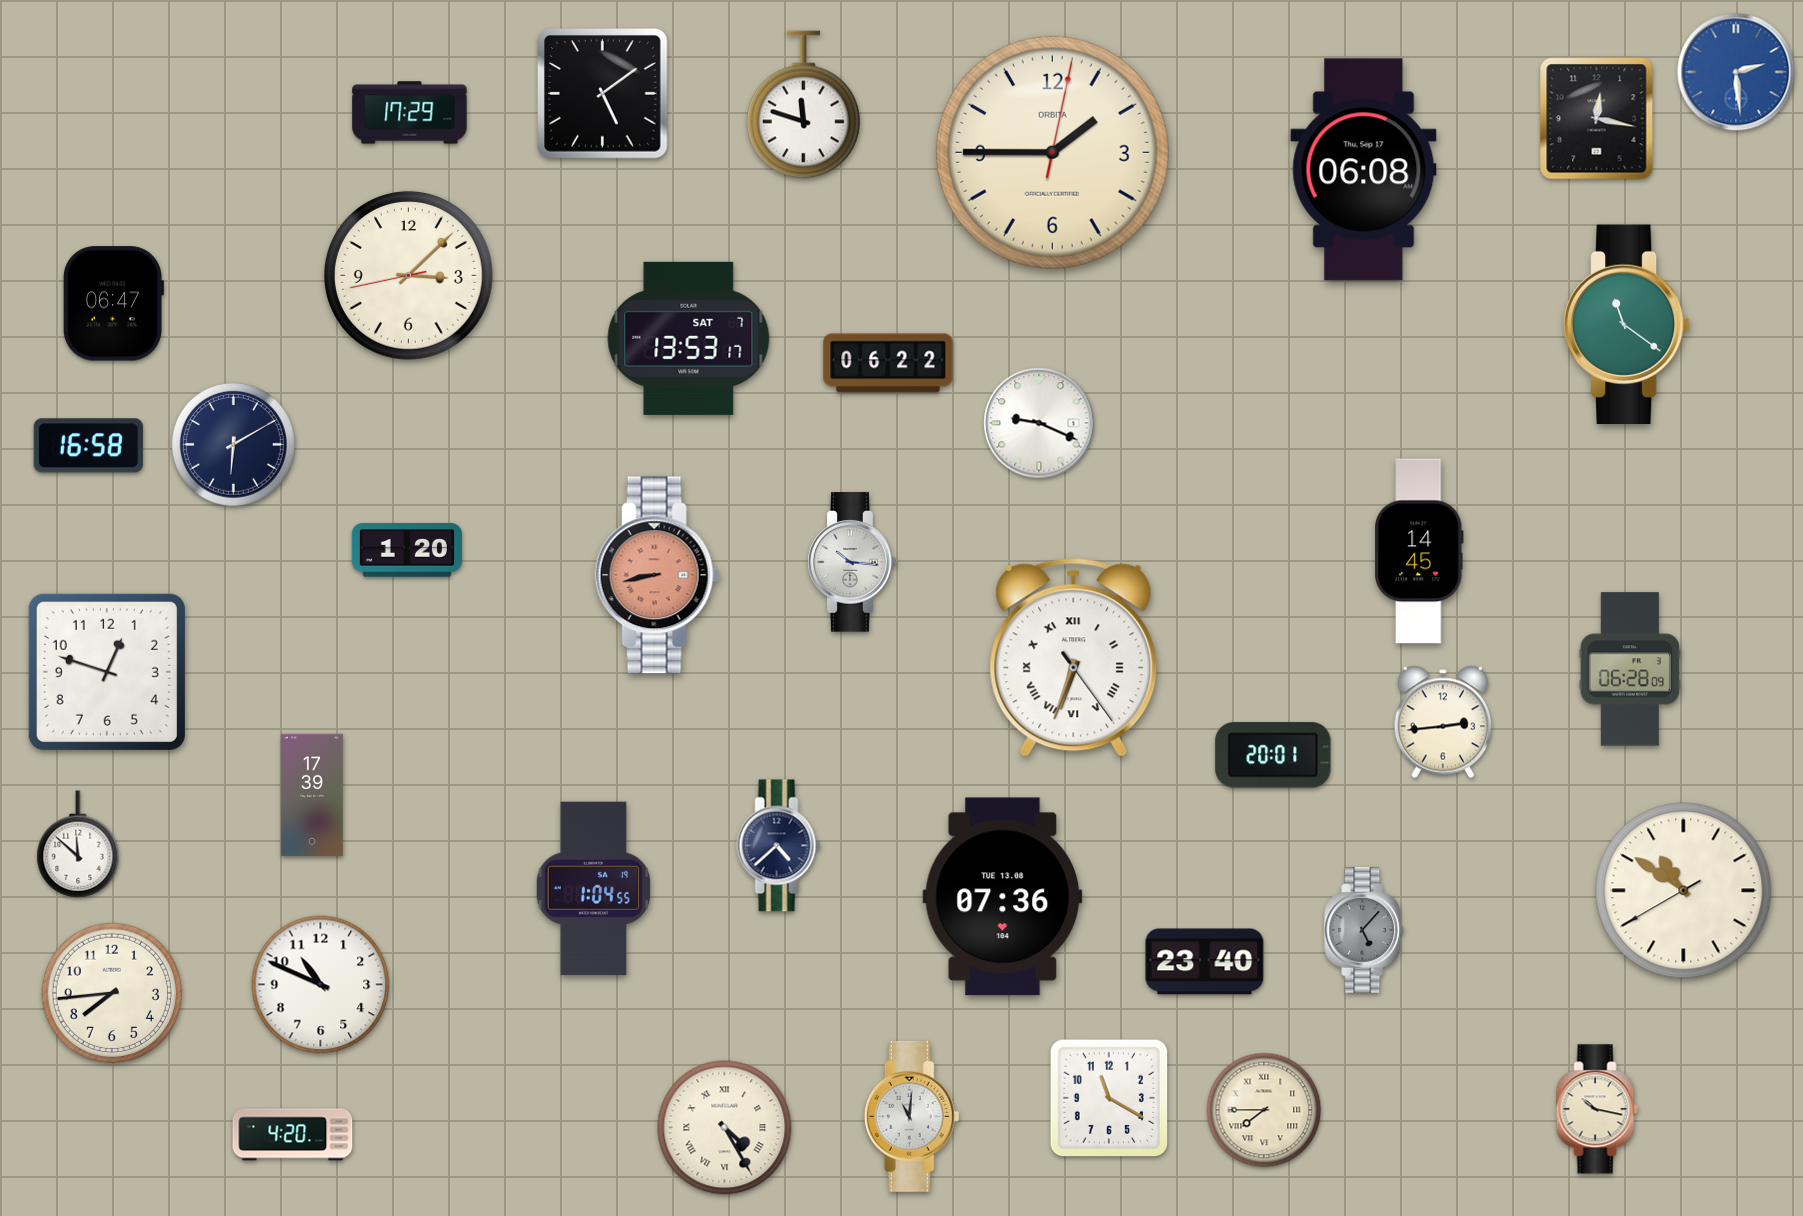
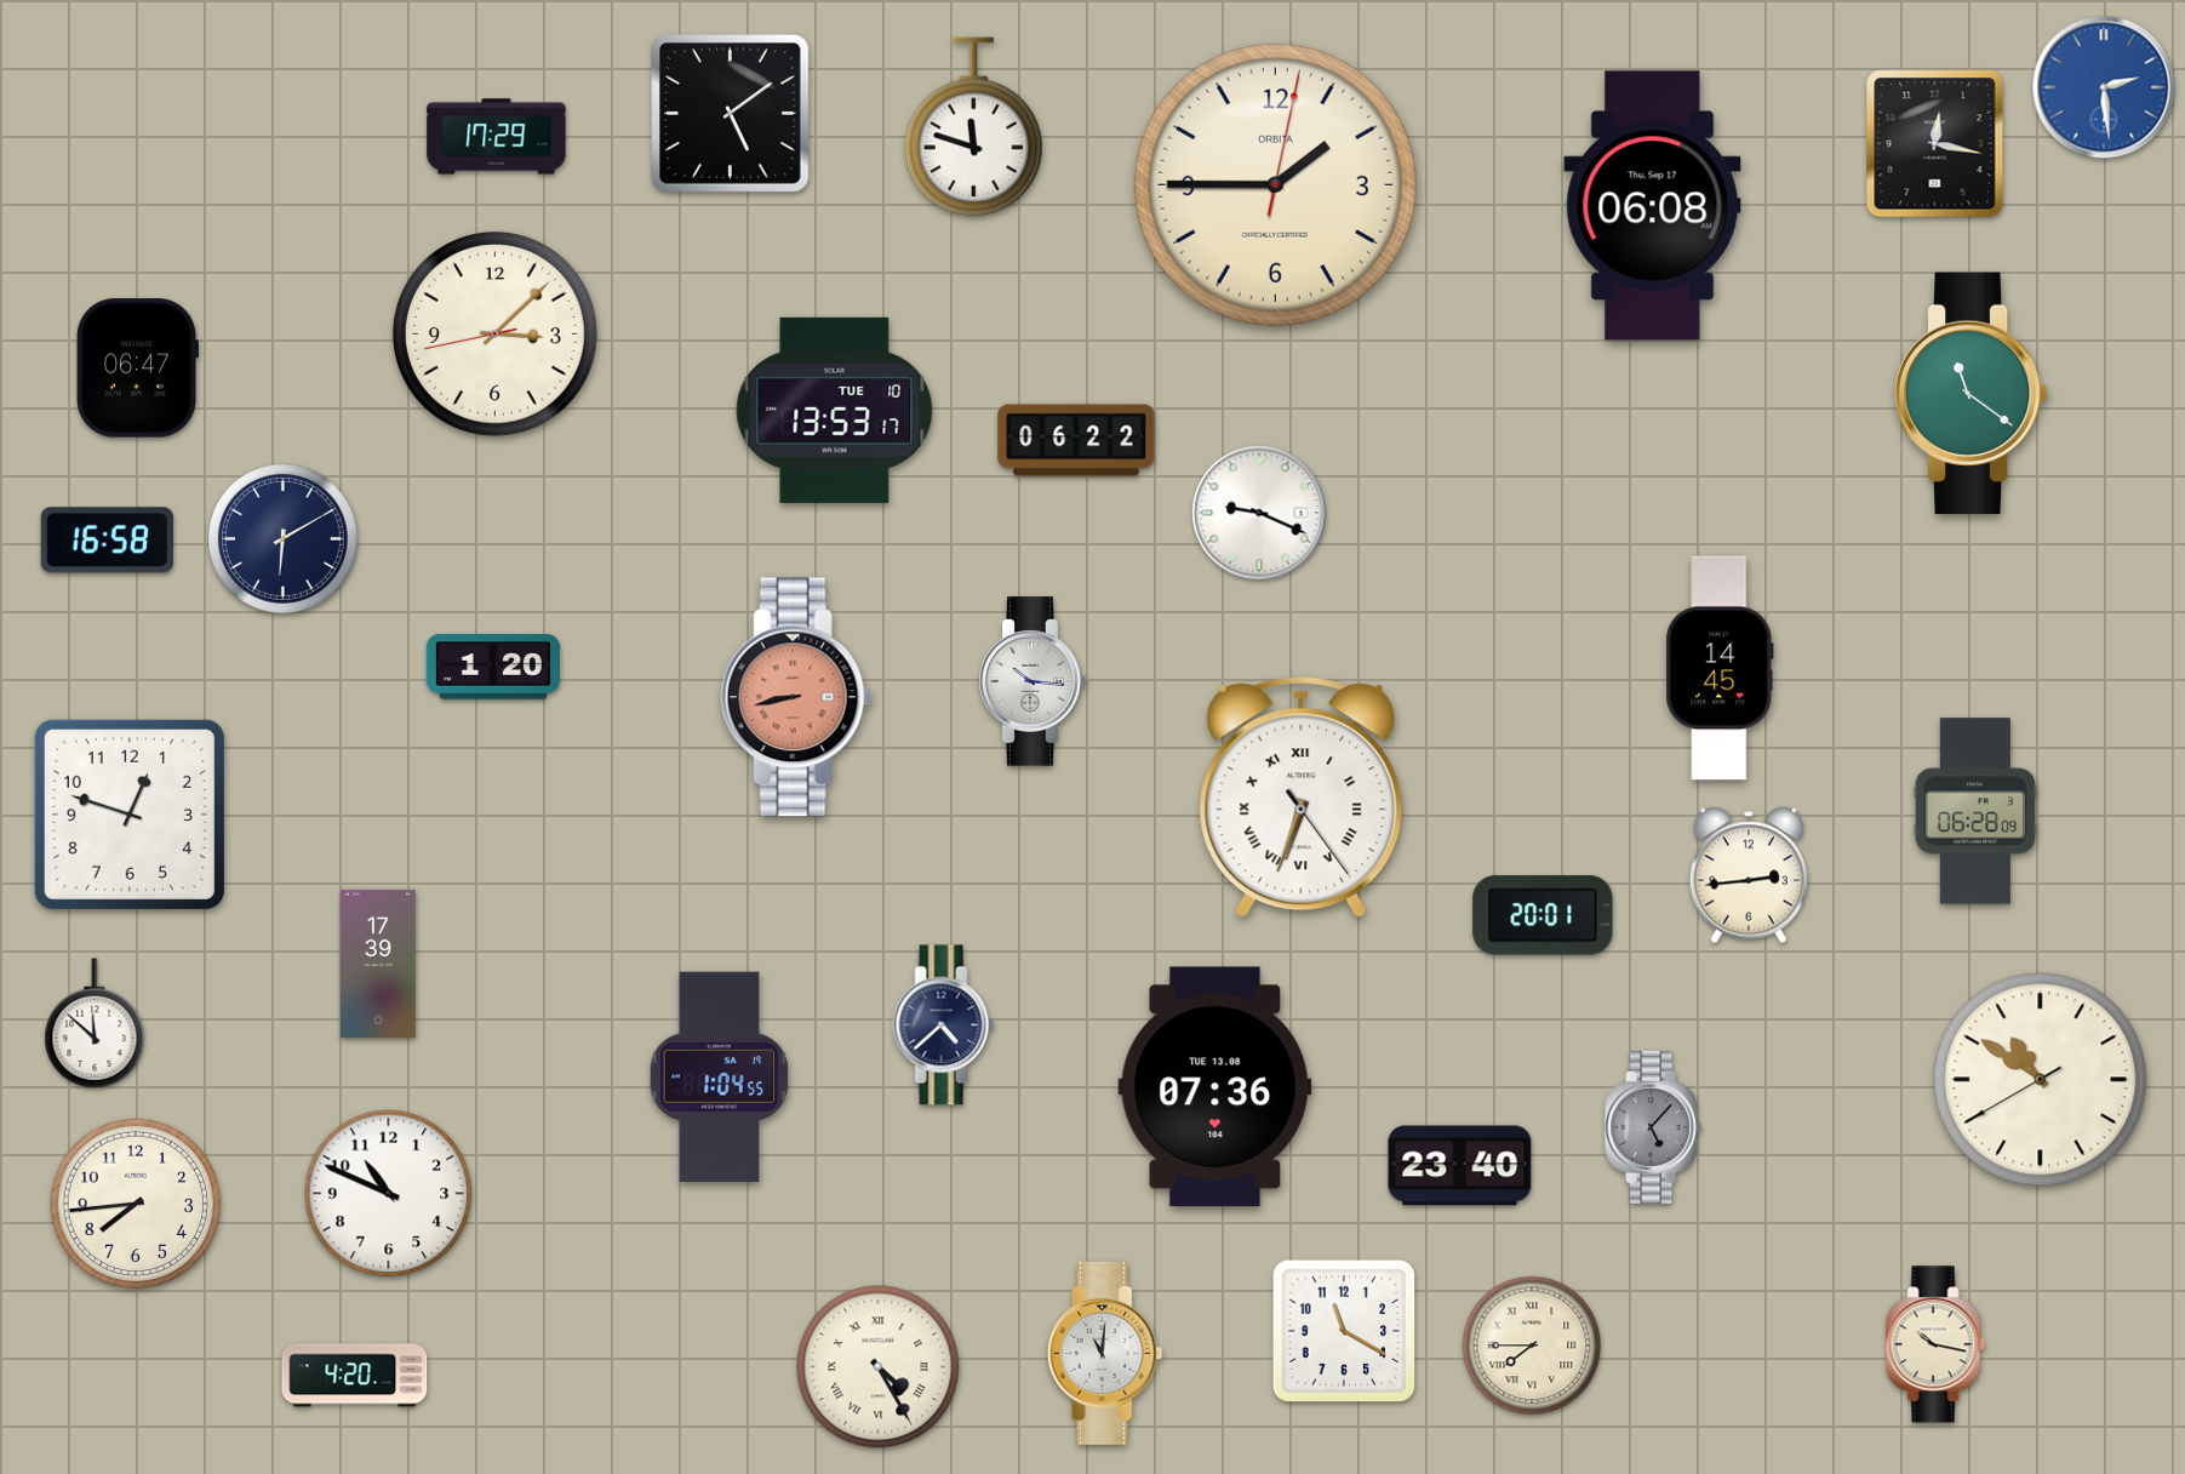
clock at (689, 338) date: SAT 7 -> TUE 10
